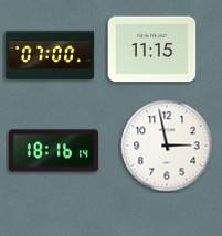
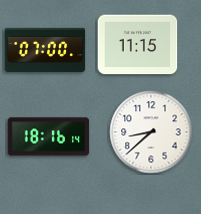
clock at (167, 146): 2:58 -> 8:38
